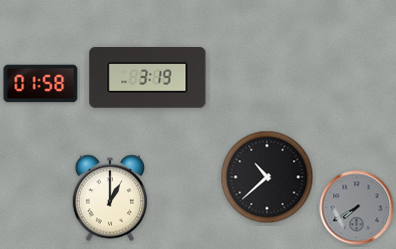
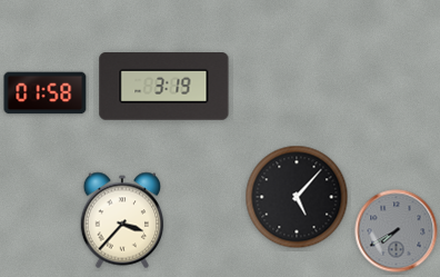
clock at (267, 177): 10:38 -> 5:07
clock at (110, 198): 1:00 -> 3:37
